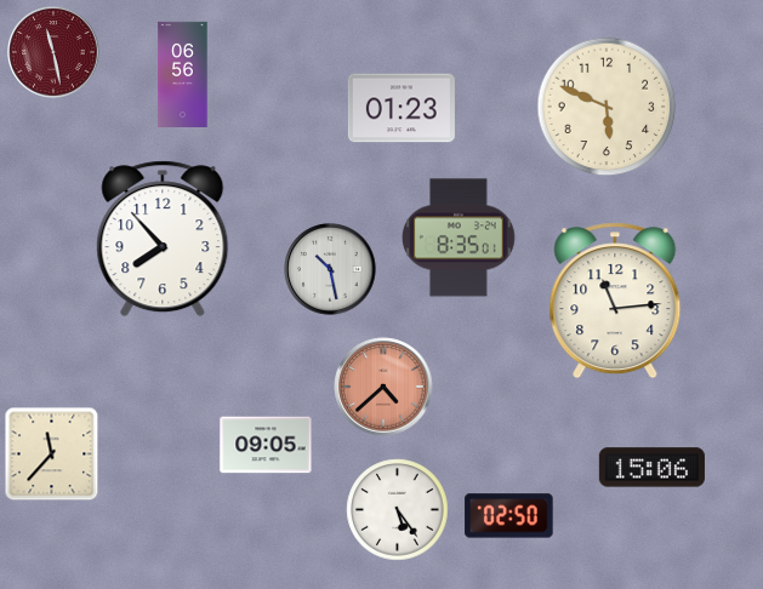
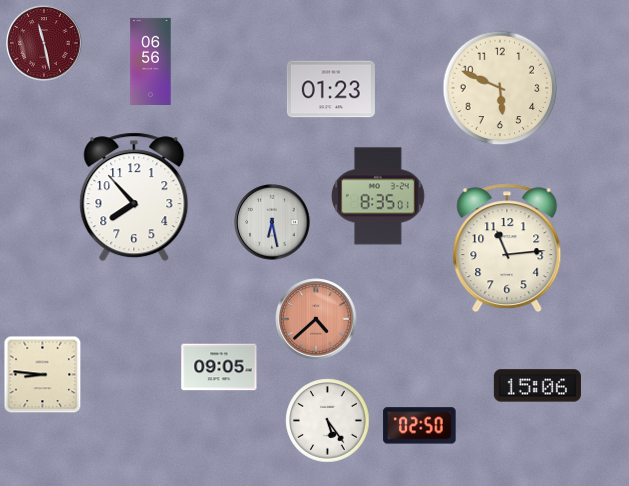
clock at (330, 269): 10:28 -> 6:28
clock at (52, 454): 11:37 -> 8:46
